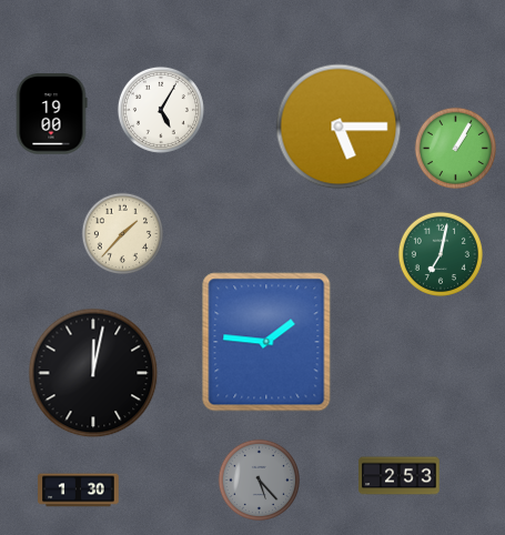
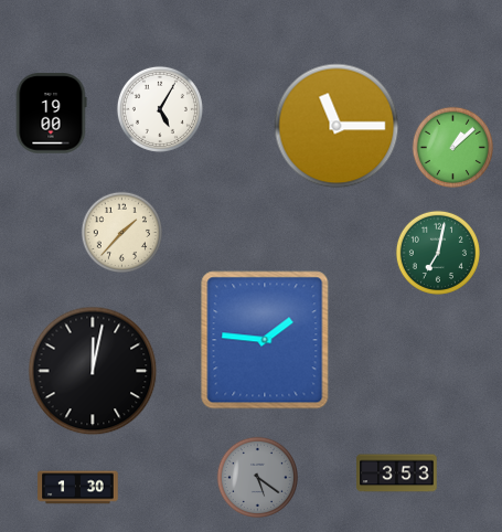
clock at (339, 127): 5:15 -> 11:15
clock at (455, 148): 1:05 -> 1:08
clock at (400, 476): 2:53 -> 3:53
clock at (259, 480): 5:23 -> 5:21
